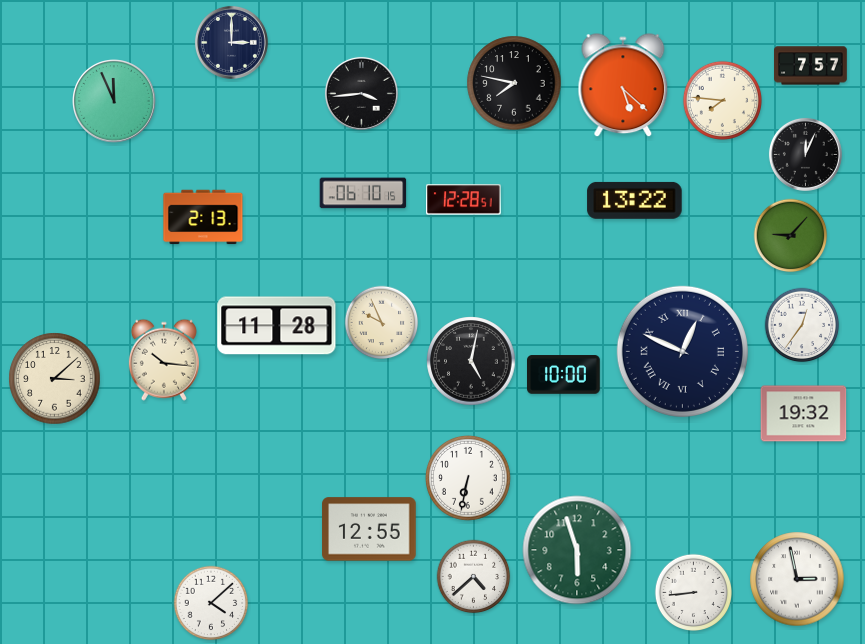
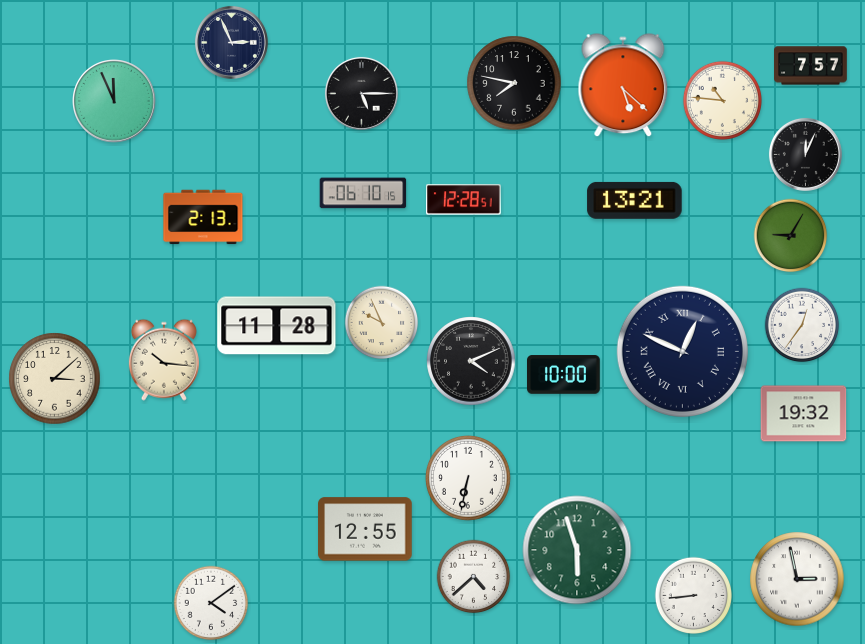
clock at (231, 42): 3:00 -> 2:56
clock at (361, 93): 3:44 -> 5:15
clock at (722, 100): 7:46 -> 10:46
clock at (635, 200): 13:22 -> 13:21
clock at (791, 236): 9:07 -> 9:05
clock at (471, 361): 5:02 -> 4:11
clock at (369, 529) position: (369, 529) -> (365, 529)
clock at (693, 592) position: (693, 592) -> (693, 595)
clock at (211, 603): 4:08 -> 4:09
